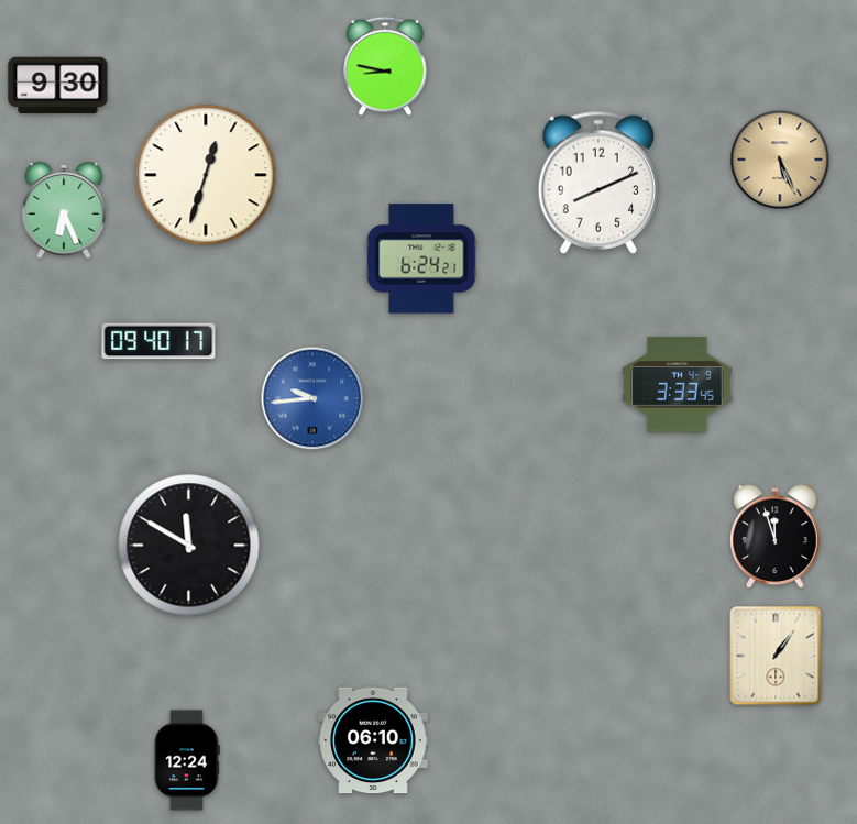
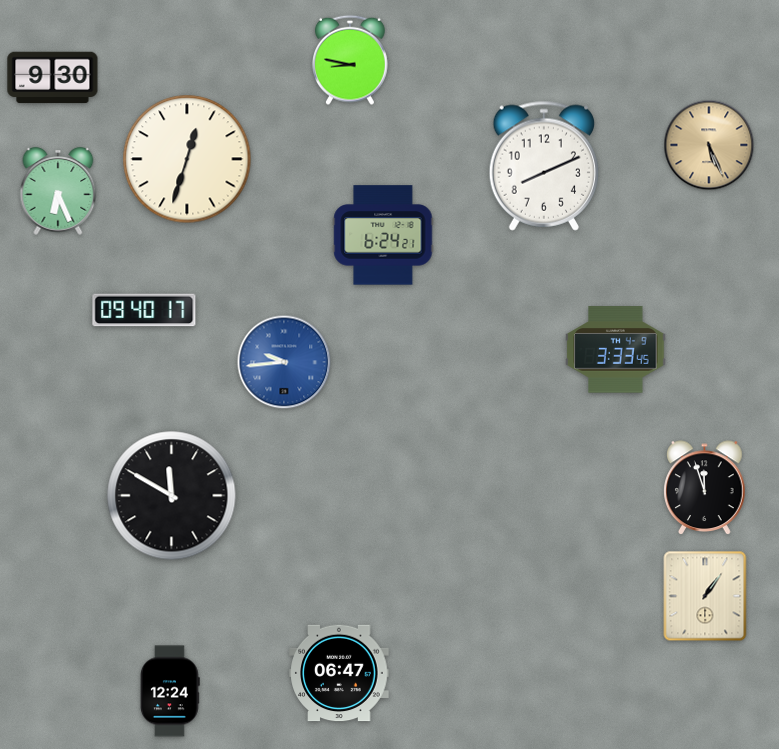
clock at (373, 740): 06:10 -> 06:47
